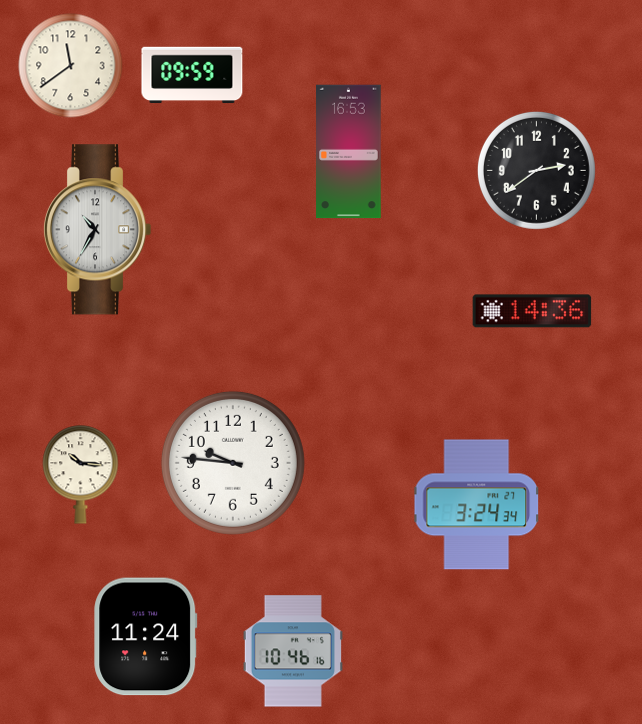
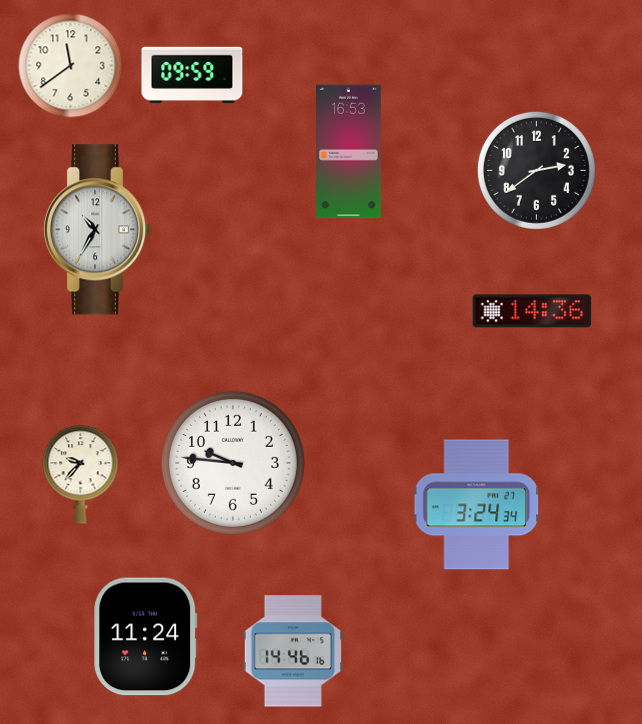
clock at (81, 475): 10:16 -> 9:37
clock at (293, 651): 10:46 -> 14:46
